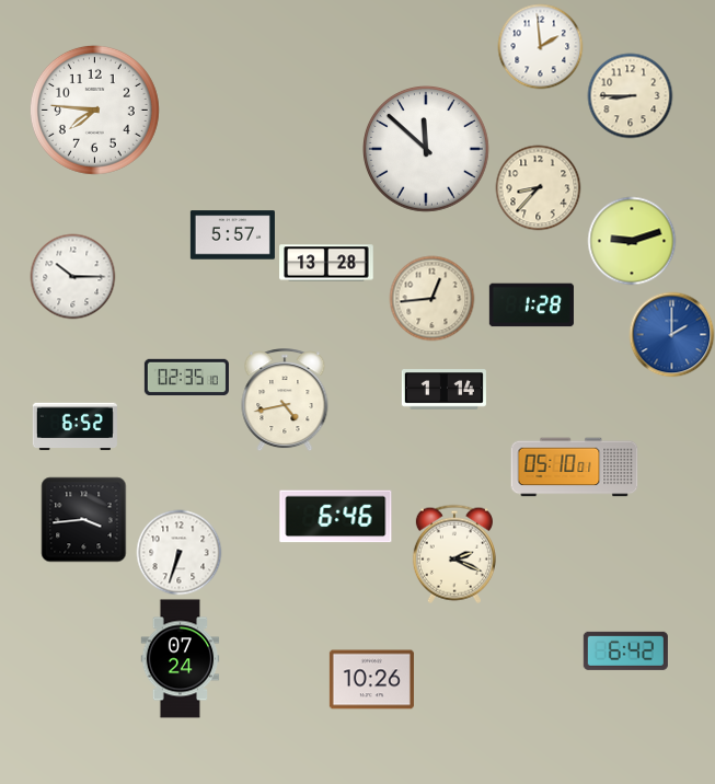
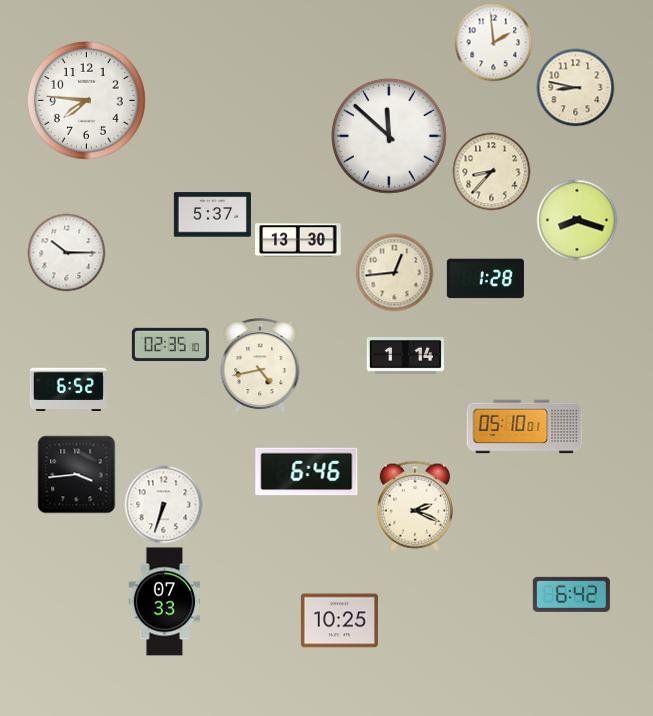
clock at (630, 95): 8:45 -> 8:47
clock at (232, 235): 5:57 -> 5:37
clock at (632, 241): 9:12 -> 8:18
clock at (326, 263): 13:28 -> 13:30
clock at (671, 334): 2:00 -> none
clock at (181, 659): 07:24 -> 07:33
clock at (371, 680): 10:26 -> 10:25
